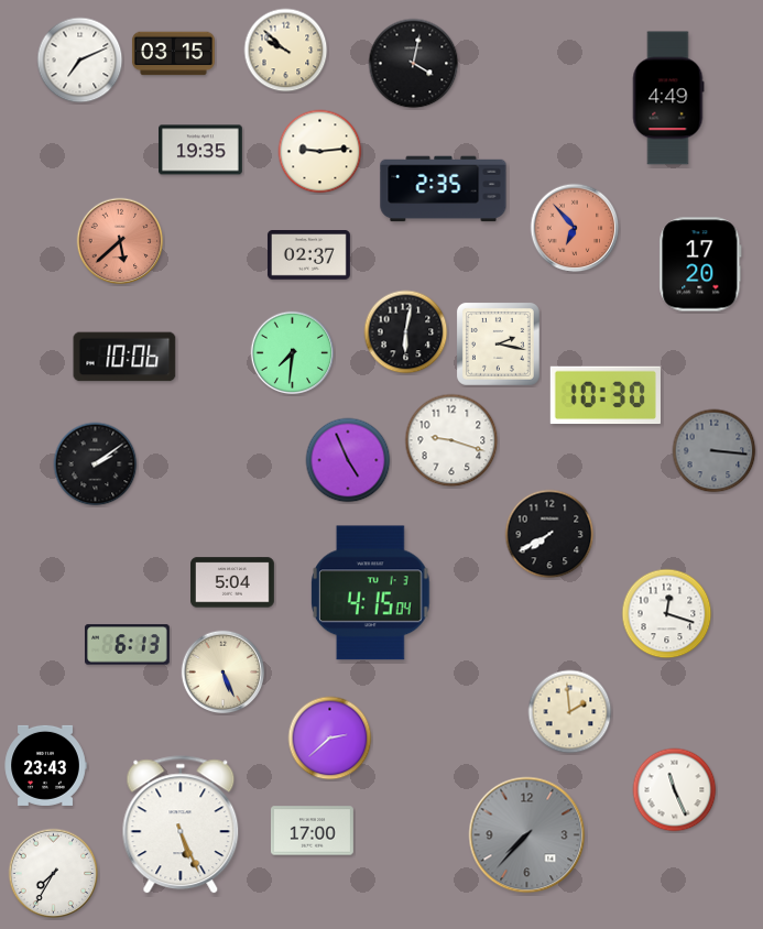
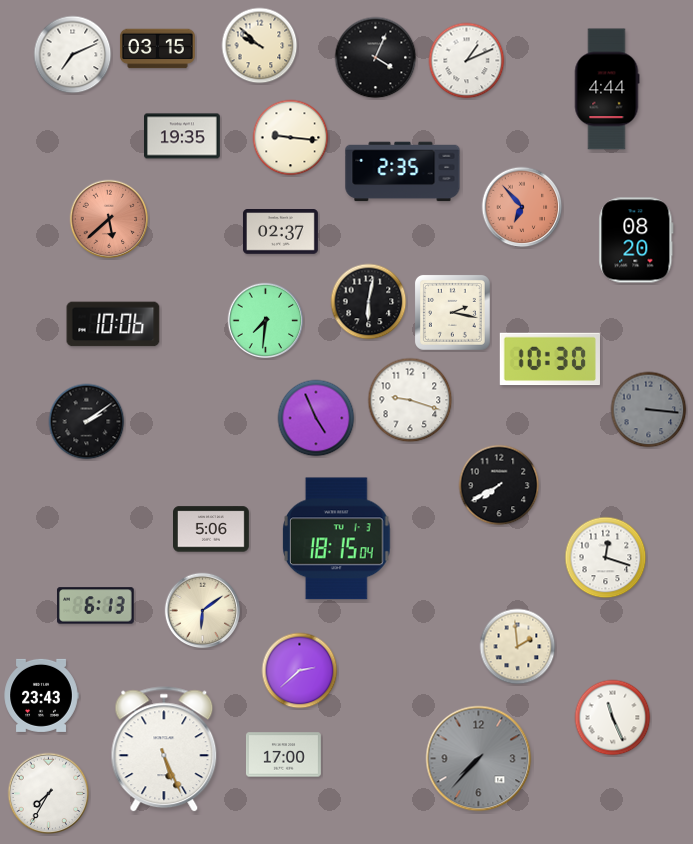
clock at (414, 64): 4:02 -> 4:04
clock at (467, 61): none -> 1:11
clock at (668, 98): 4:49 -> 4:44
clock at (320, 152): 9:14 -> 9:16
clock at (700, 264): 17:20 -> 08:20
clock at (233, 582): 5:04 -> 5:06
clock at (371, 593): 4:15 -> 18:15
clock at (128, 645) position: (128, 645) -> (96, 606)
clock at (224, 673): 5:26 -> 6:09
